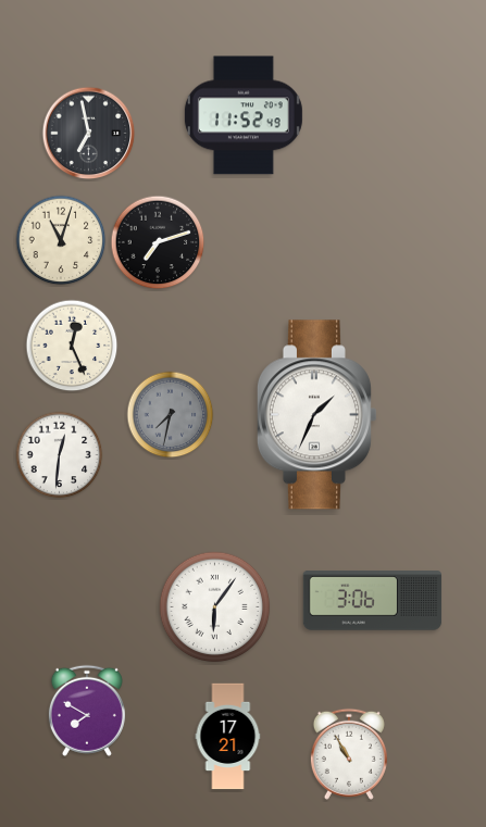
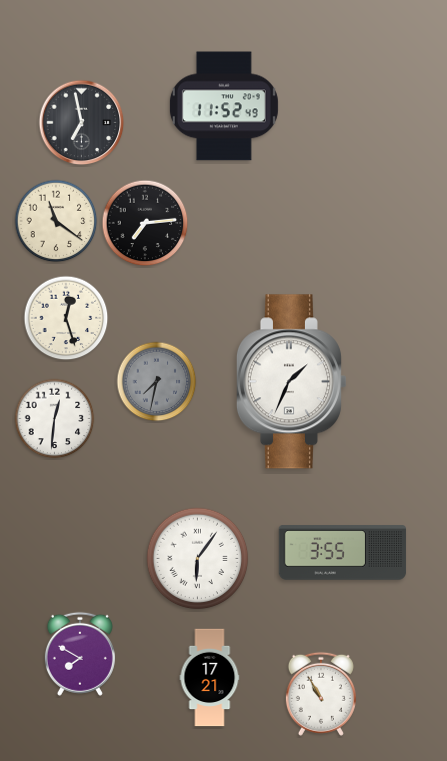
clock at (61, 240): 11:03 -> 11:21
clock at (158, 242): 7:12 -> 7:14
clock at (72, 346): 12:26 -> 12:27
clock at (373, 601): 3:06 -> 3:55
